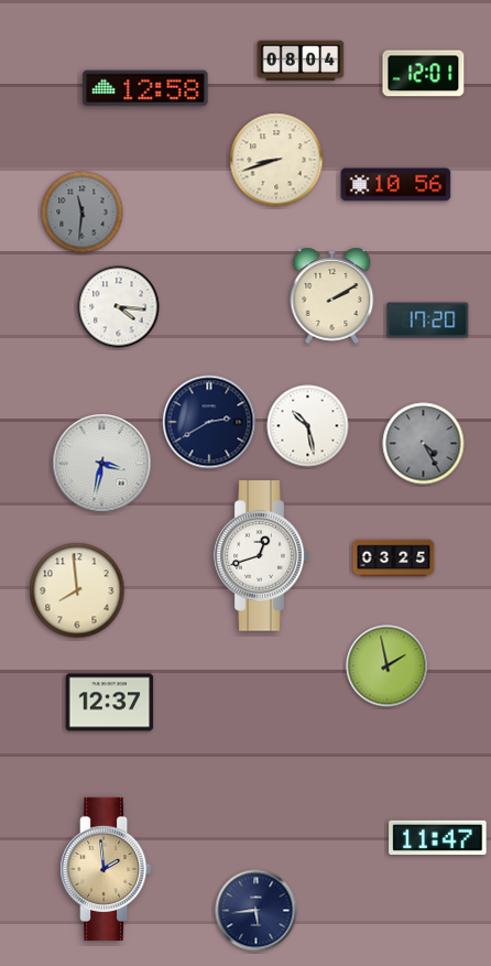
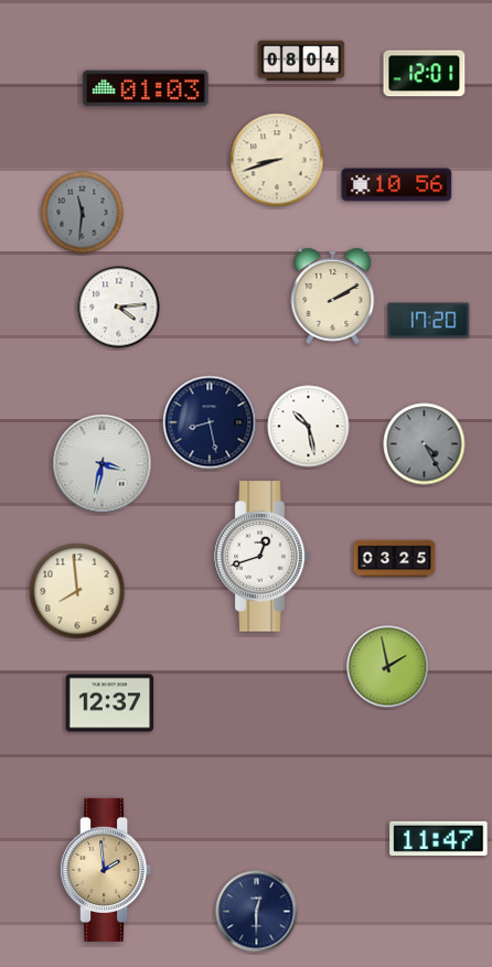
clock at (145, 88): 12:58 -> 01:03
clock at (119, 307): 4:16 -> 4:14
clock at (209, 422): 2:40 -> 8:28
clock at (257, 911): 5:44 -> 12:30
